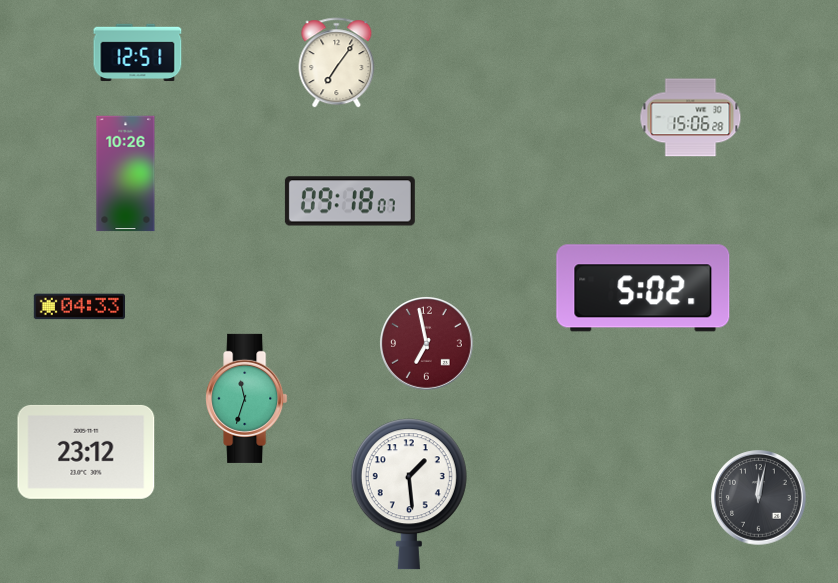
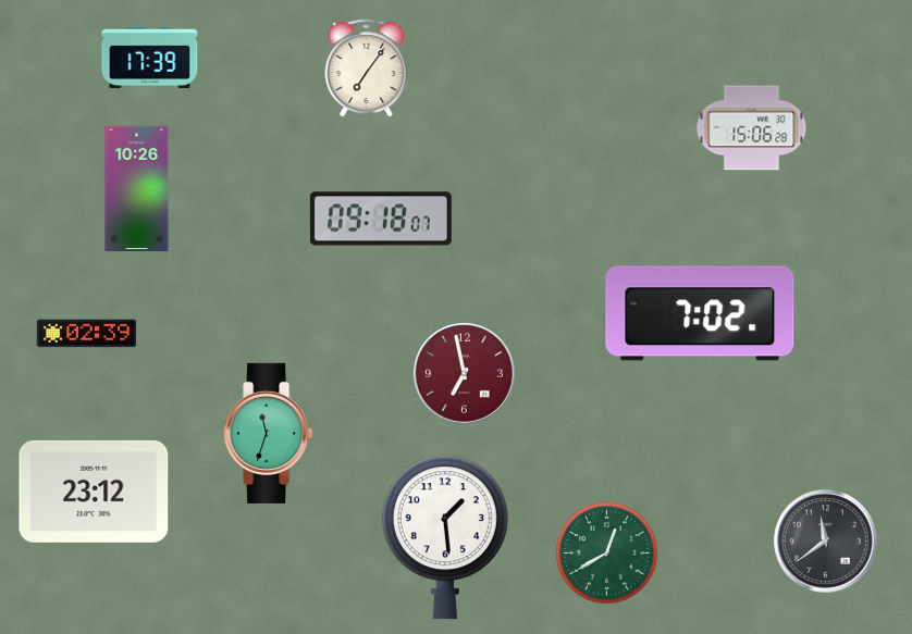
clock at (138, 53): 12:51 -> 17:39
clock at (643, 288): 5:02 -> 7:02
clock at (79, 307): 04:33 -> 02:39
clock at (759, 498): 12:02 -> 11:39
clock at (607, 554): none -> 12:40
